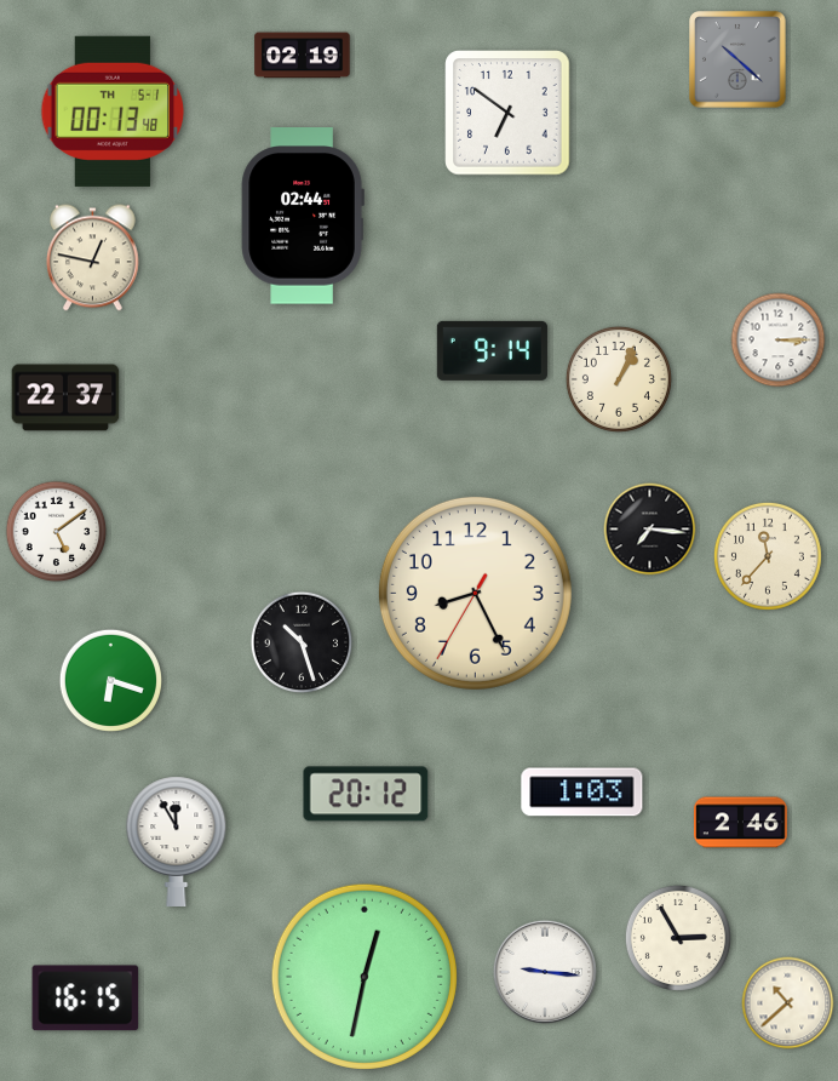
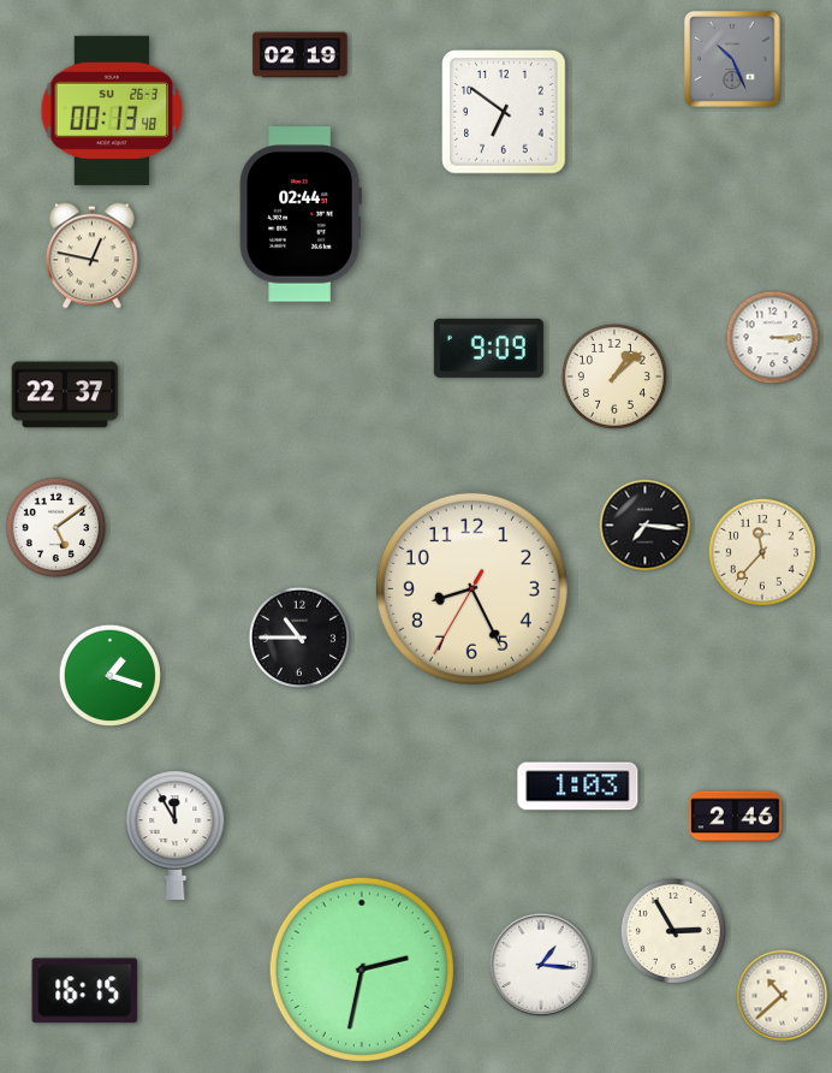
clock at (739, 61): 10:22 -> 10:26
clock at (113, 111) date: TH 5-1 -> SU 26-3
clock at (492, 350): 9:14 -> 9:09
clock at (619, 379): 1:04 -> 1:08
clock at (302, 642): 10:27 -> 10:45
clock at (110, 680): 6:18 -> 1:18
clock at (366, 794): 20:12 -> none
clock at (545, 972): 9:16 -> 1:16
clock at (365, 977): 12:32 -> 2:32
